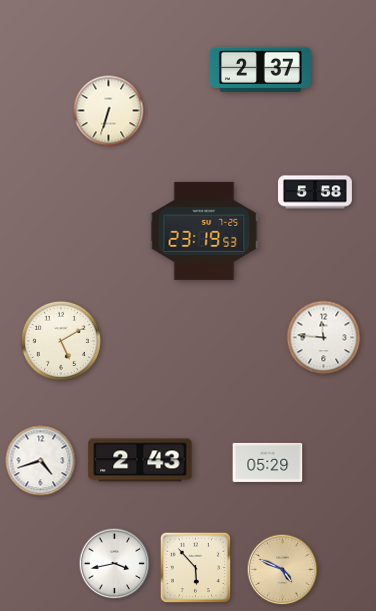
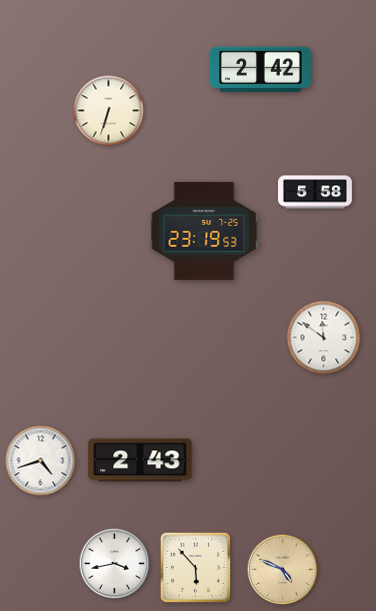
clock at (261, 69): 2:37 -> 2:42
clock at (324, 338): 11:46 -> 11:51
clock at (61, 341): 5:10 -> none
clock at (268, 462): 05:29 -> none
